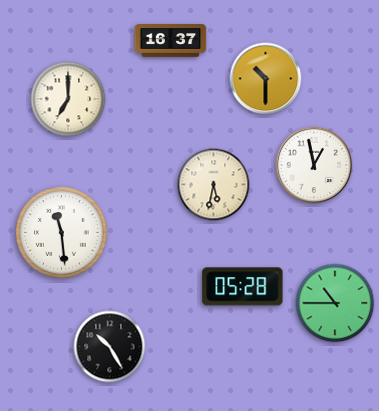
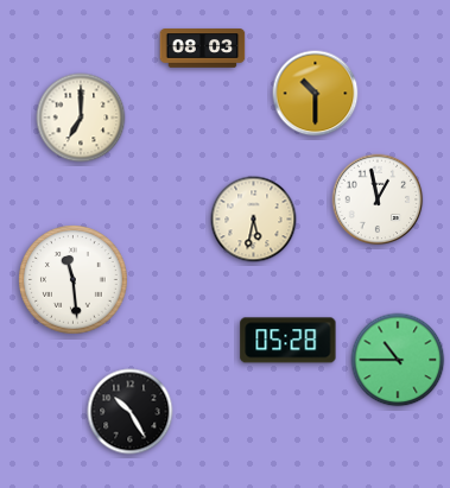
clock at (171, 41): 16:37 -> 08:03
clock at (314, 165) position: (314, 165) -> (378, 199)
clock at (62, 233) position: (62, 233) -> (74, 280)
